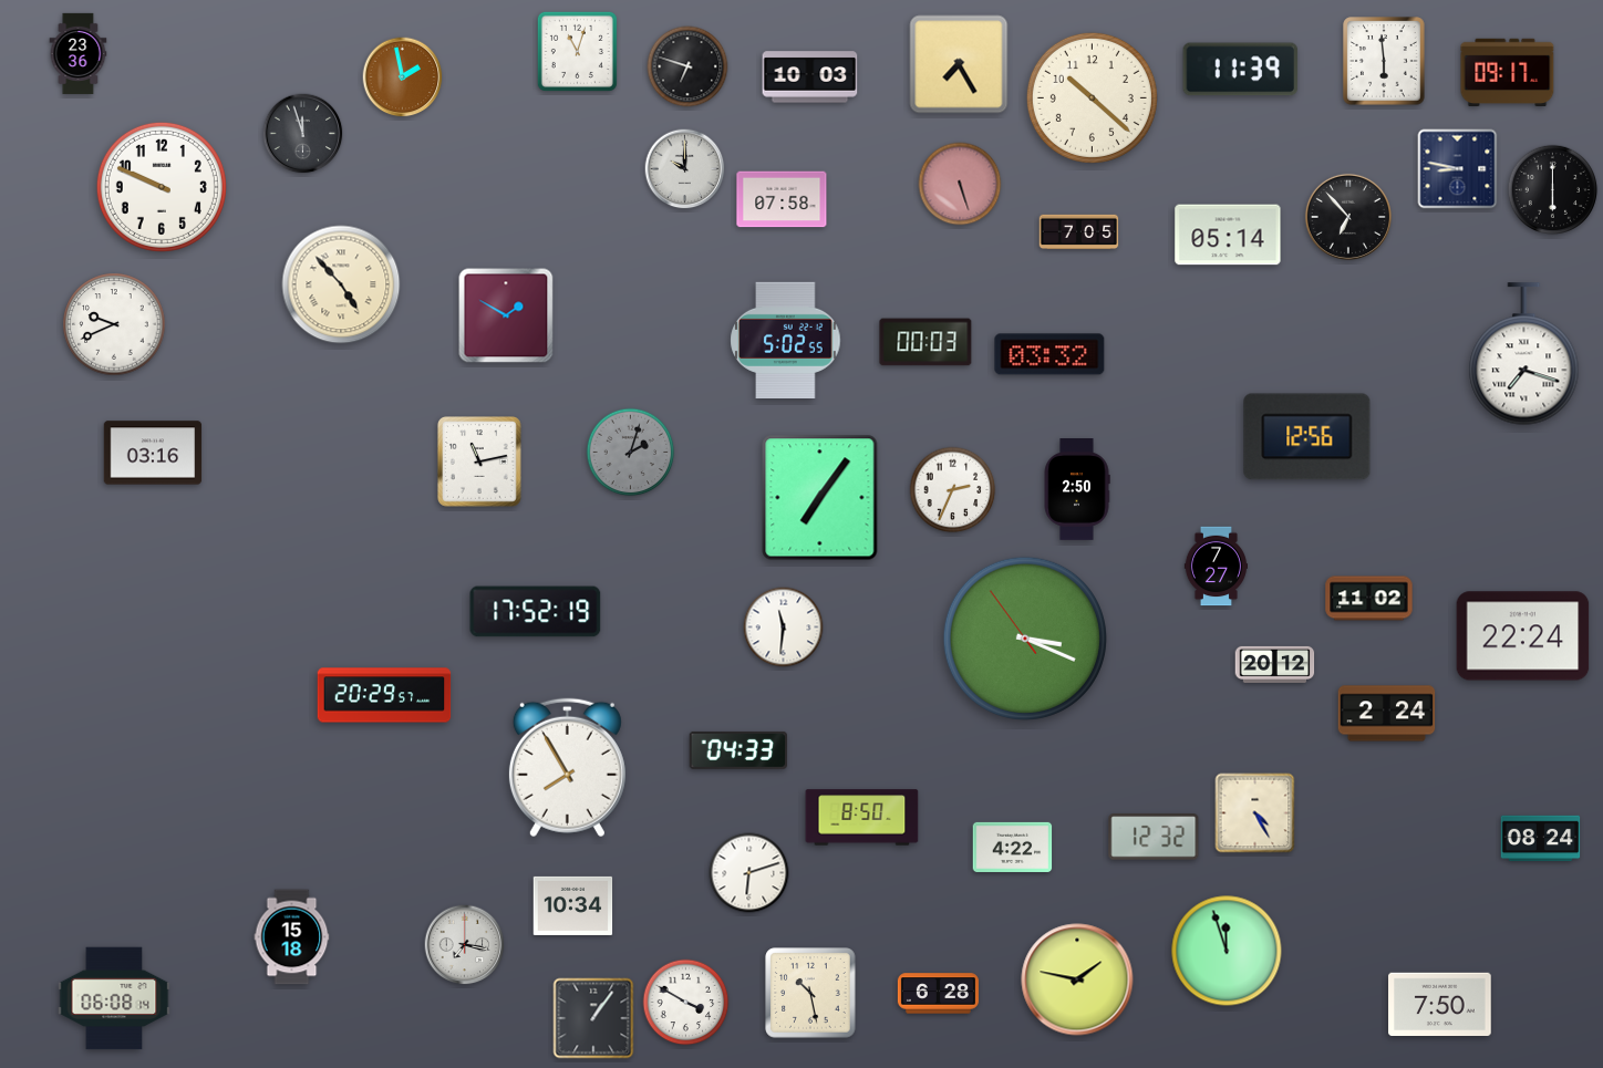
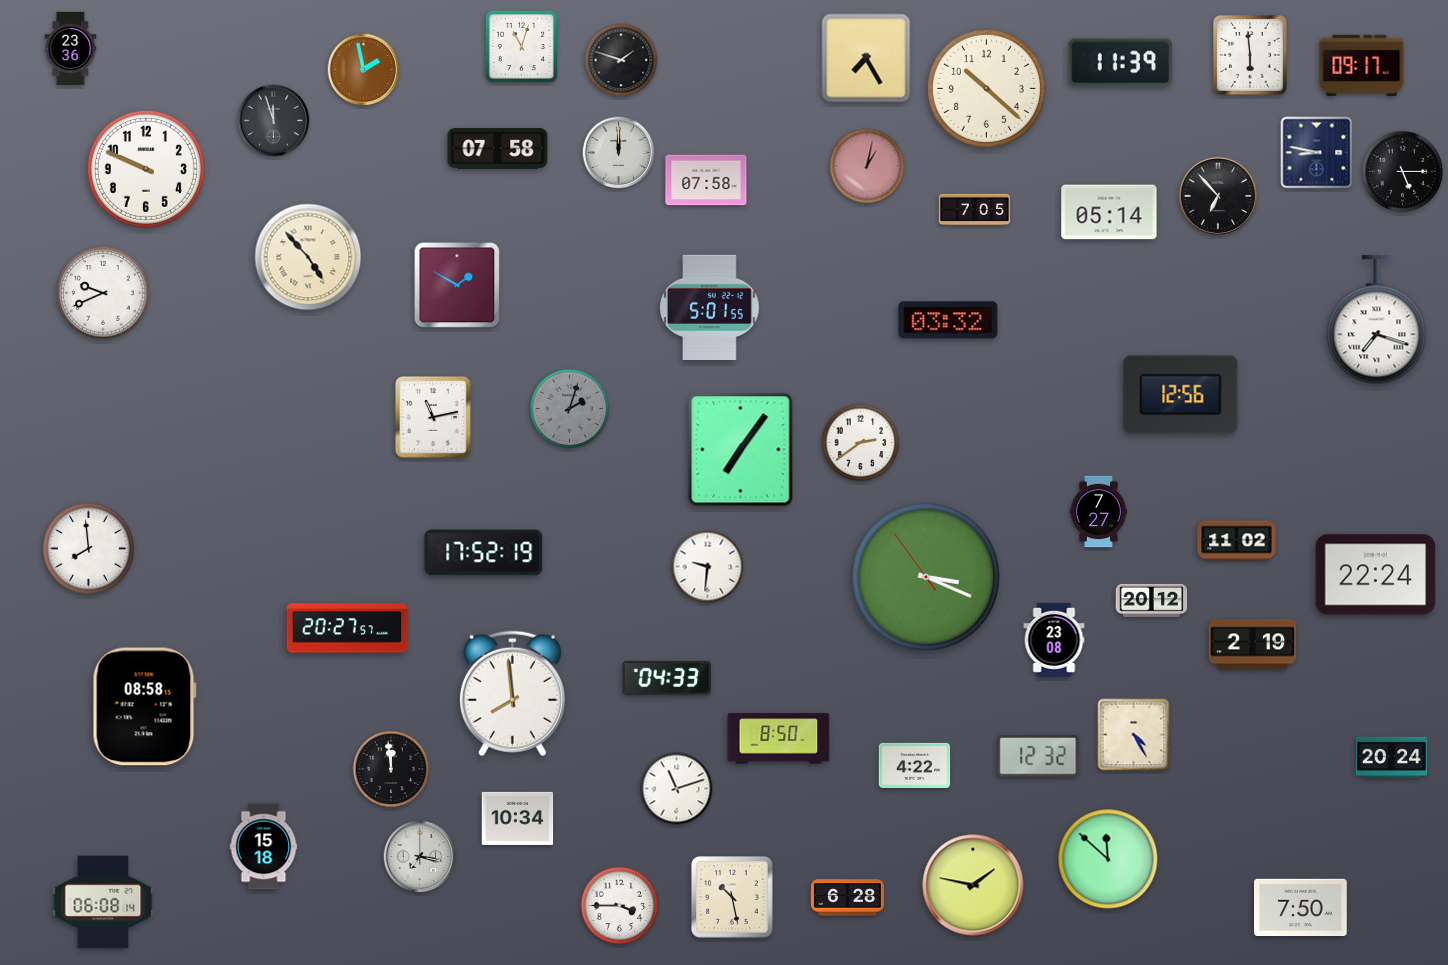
clock at (687, 66): 6:48 -> 1:48
clock at (810, 77): 10:03 -> none
clock at (498, 149): none -> 07:58
clock at (685, 169): 10:00 -> 12:00
clock at (960, 184): 5:27 -> 1:02
clock at (1553, 190): 6:00 -> 5:15
clock at (786, 340): 5:02 -> 5:01
clock at (925, 342): 00:03 -> none
clock at (153, 453): 03:16 -> none
clock at (953, 490): 2:34 -> 2:39
clock at (1077, 490): 2:50 -> none
clock at (89, 549): none -> 7:59
clock at (784, 628): 11:31 -> 9:31
clock at (384, 695): 20:29 -> 20:27
clock at (1054, 640): none -> 23:08
clock at (1387, 714): 2:24 -> 2:19
clock at (567, 768): 7:55 -> 7:59
clock at (144, 707): none -> 08:58
clock at (1154, 837) position: (1154, 837) -> (1038, 756)
clock at (1541, 839): 08:24 -> 20:24
clock at (391, 769): none -> 11:59
clock at (749, 873): 6:12 -> 11:12
clock at (465, 945) position: (465, 945) -> (420, 857)
clock at (1227, 951): 11:57 -> 11:52
clock at (686, 1003): 3:50 -> 3:45
clock at (593, 1018): 1:06 -> none
